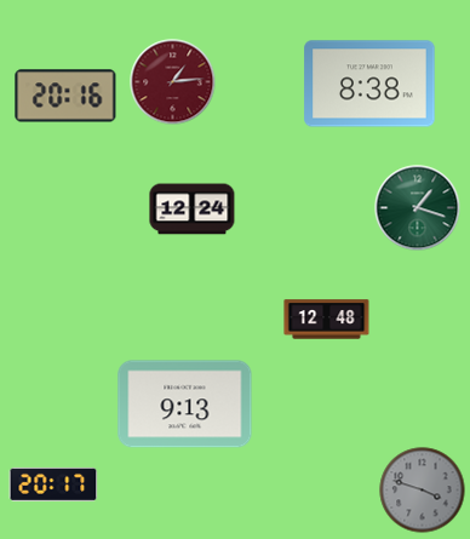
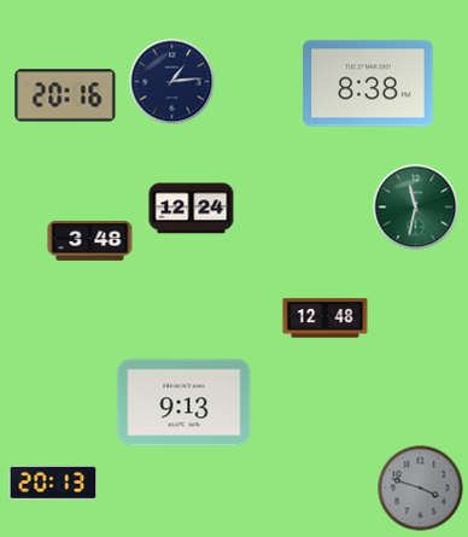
clock at (173, 82) dial: burgundy -> navy
clock at (418, 208): 1:18 -> 11:32
clock at (90, 240): none -> 3:48
clock at (53, 484): 20:17 -> 20:13
